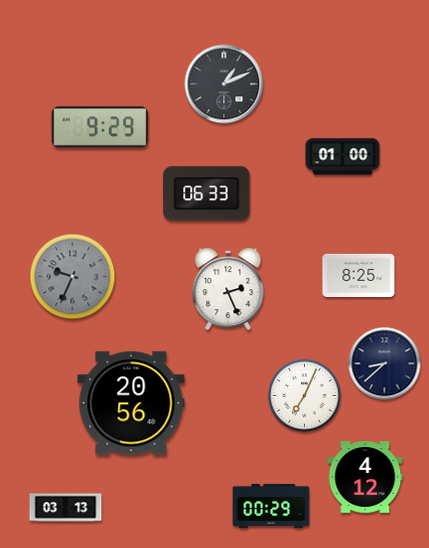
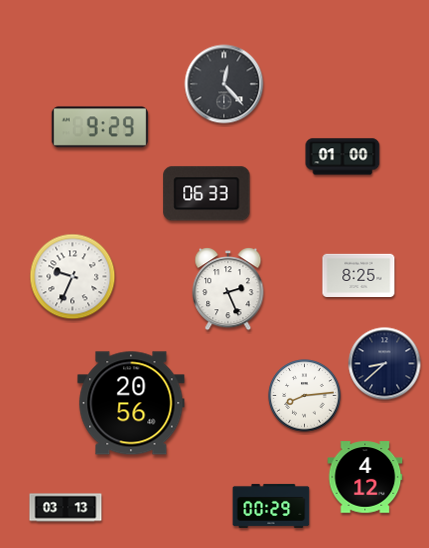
clock at (224, 84): 1:11 -> 12:23
clock at (73, 277) dial: grey -> white
clock at (305, 396): 7:04 -> 8:14
